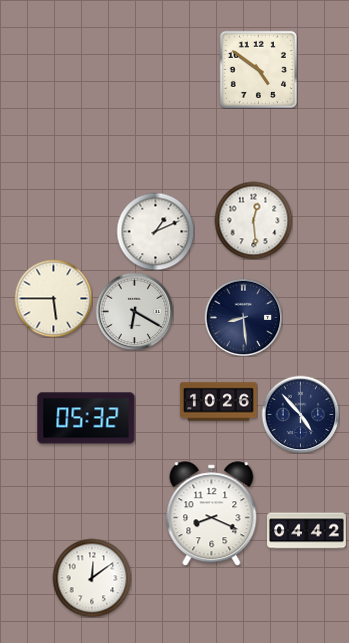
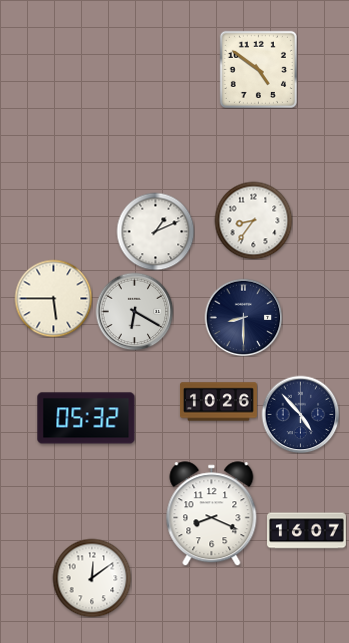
clock at (253, 220): 12:29 -> 8:36
clock at (243, 317): 8:29 -> 8:30
clock at (307, 531): 04:42 -> 16:07
